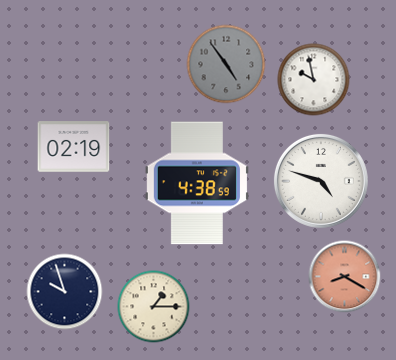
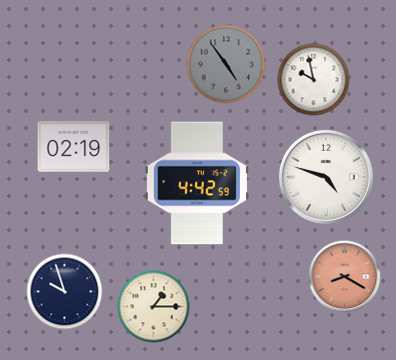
clock at (321, 181) position: (321, 181) -> (326, 177)
clock at (197, 183): 4:38 -> 4:42
